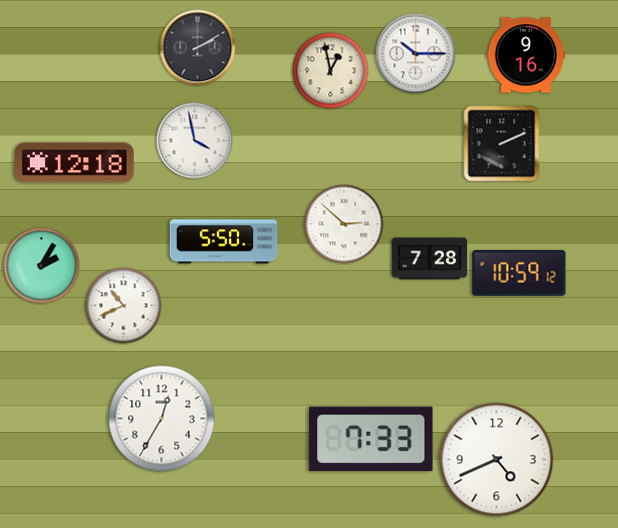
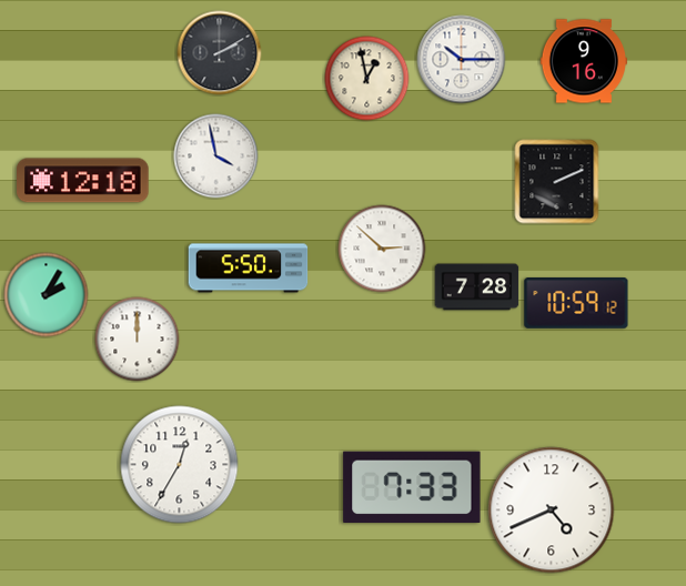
clock at (502, 144) position: (502, 144) -> (557, 182)
clock at (124, 306): 10:41 -> 12:00
